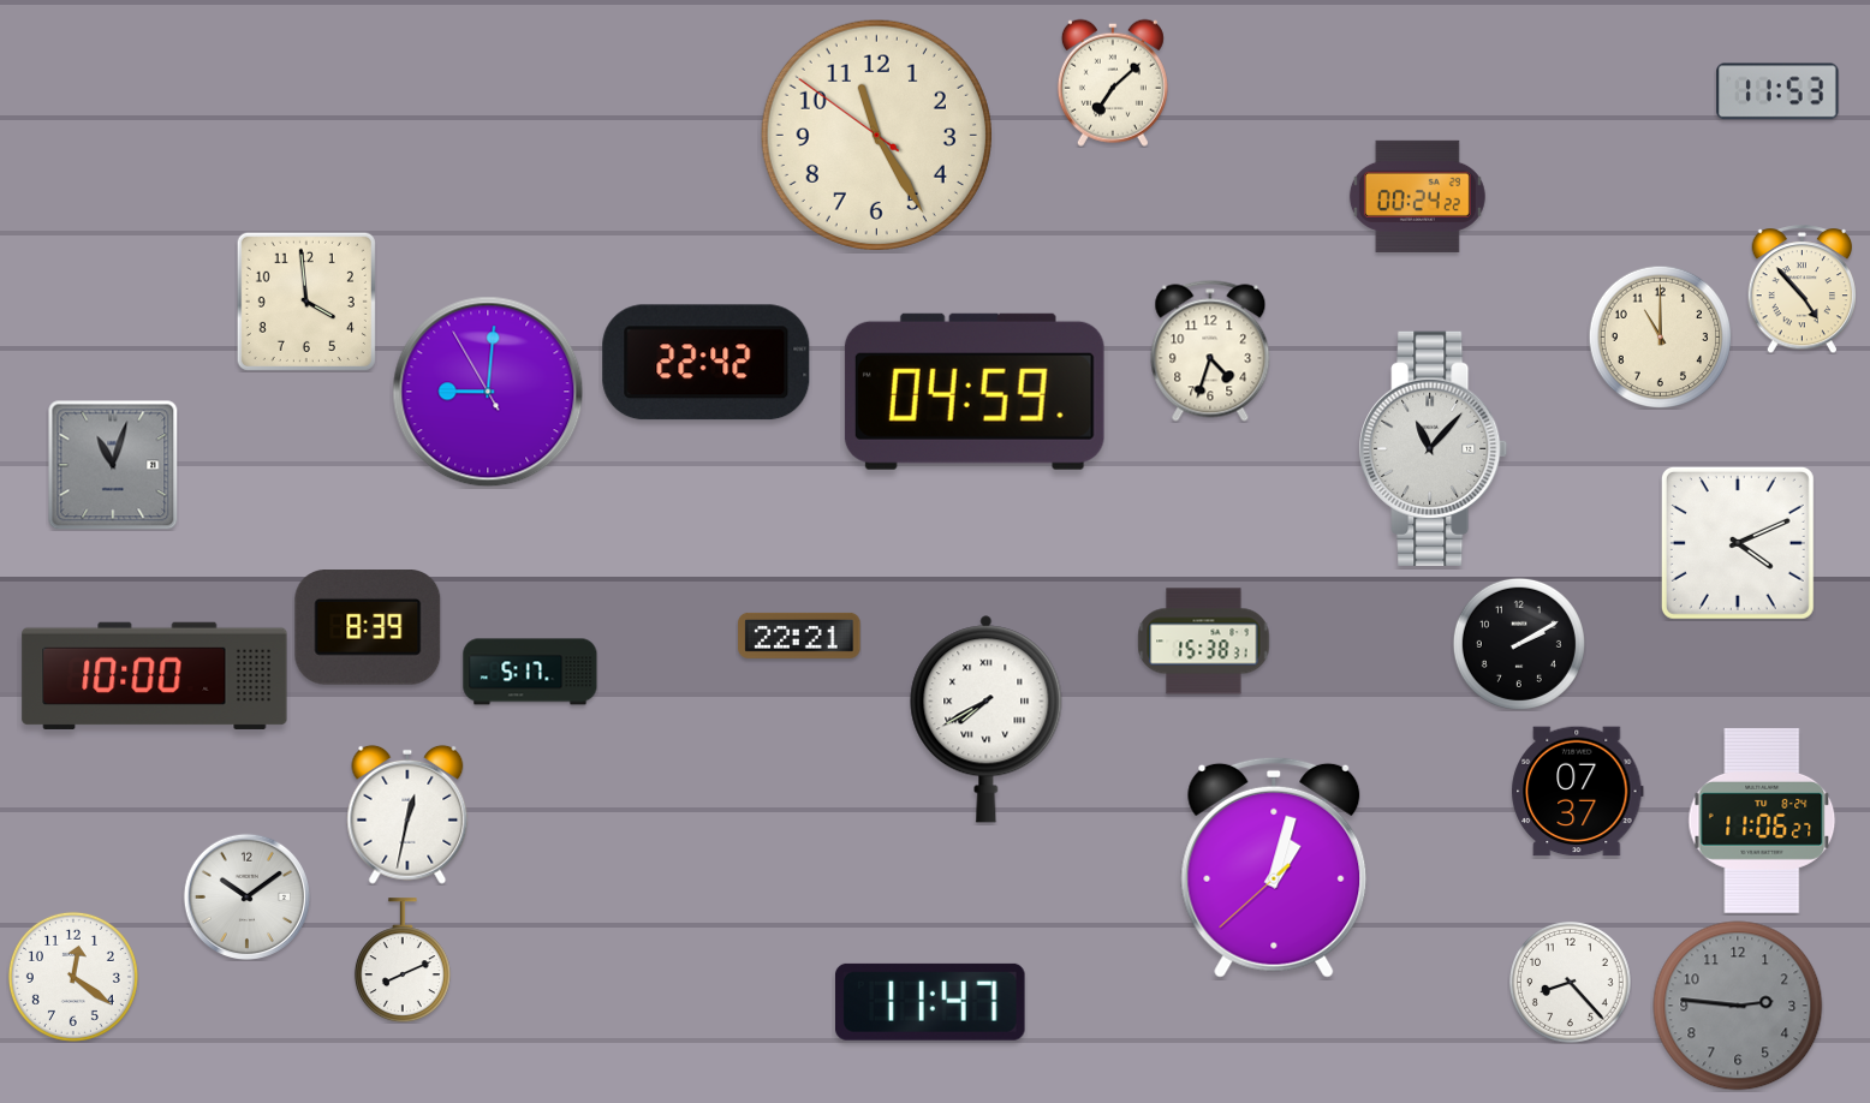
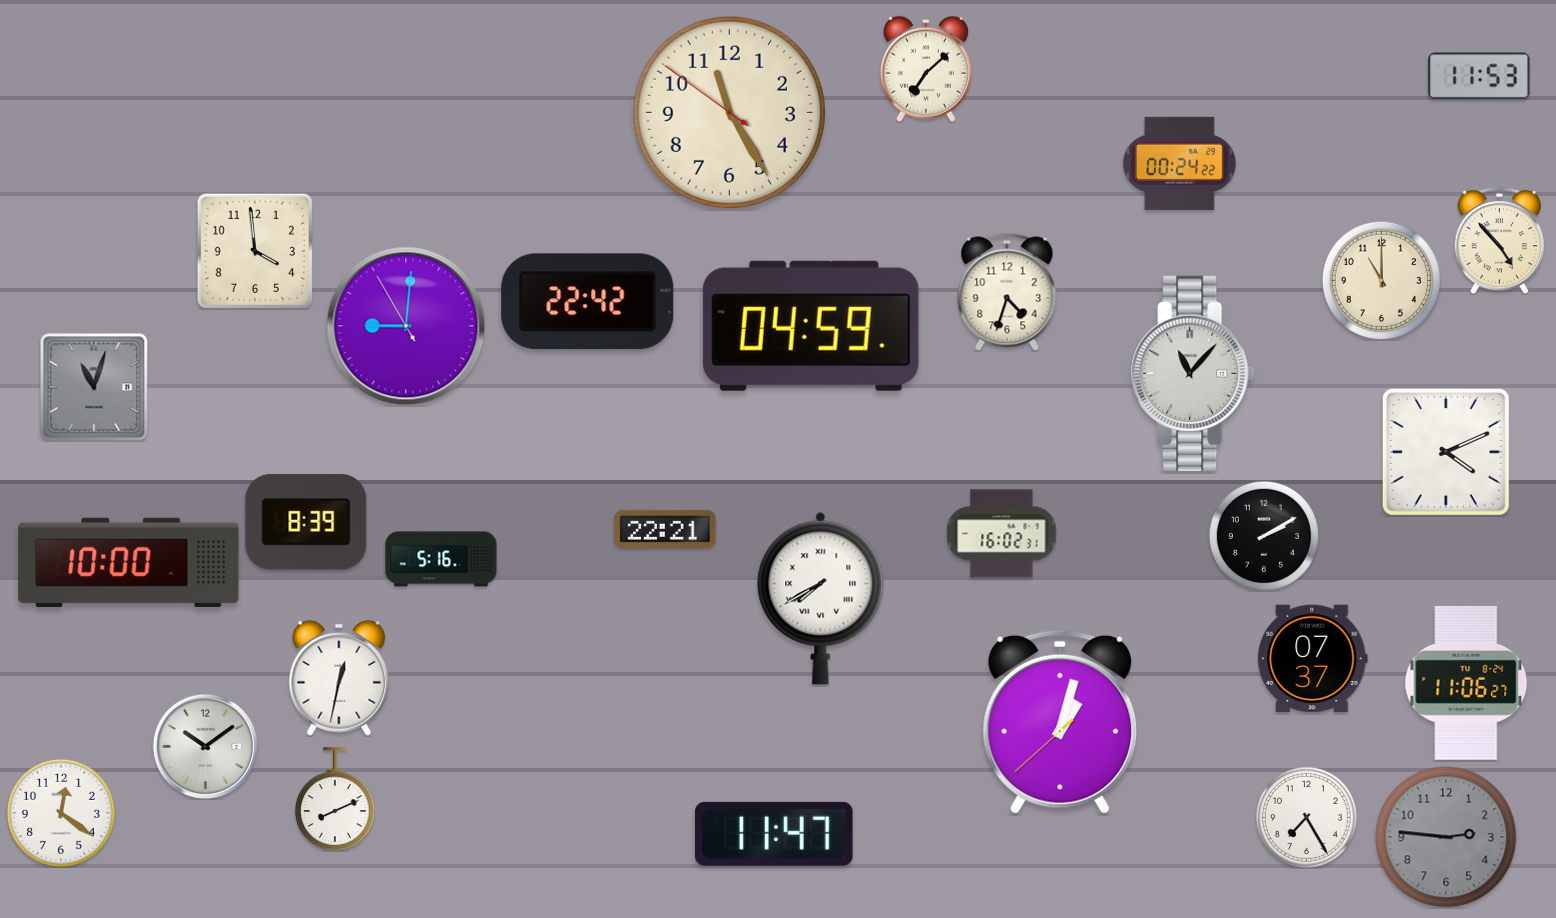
clock at (1204, 642): 15:38 -> 16:02
clock at (530, 672): 5:17 -> 5:16
clock at (1571, 983): 8:23 -> 7:25
